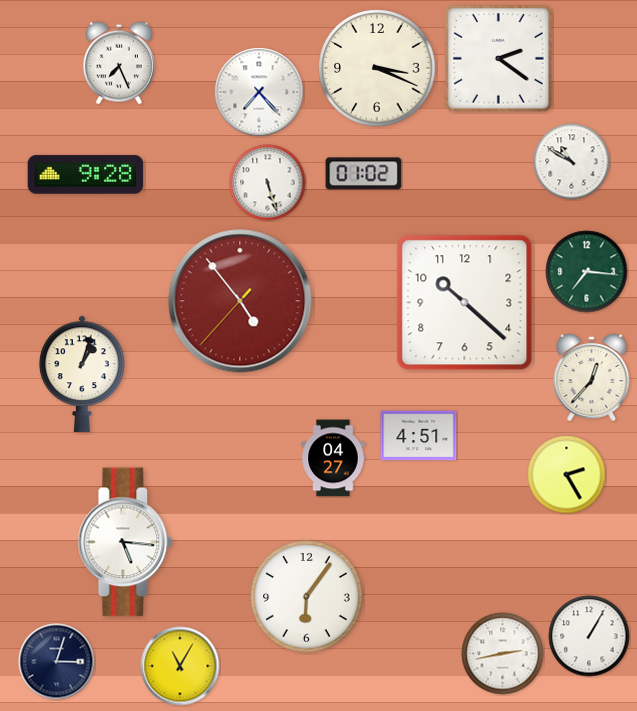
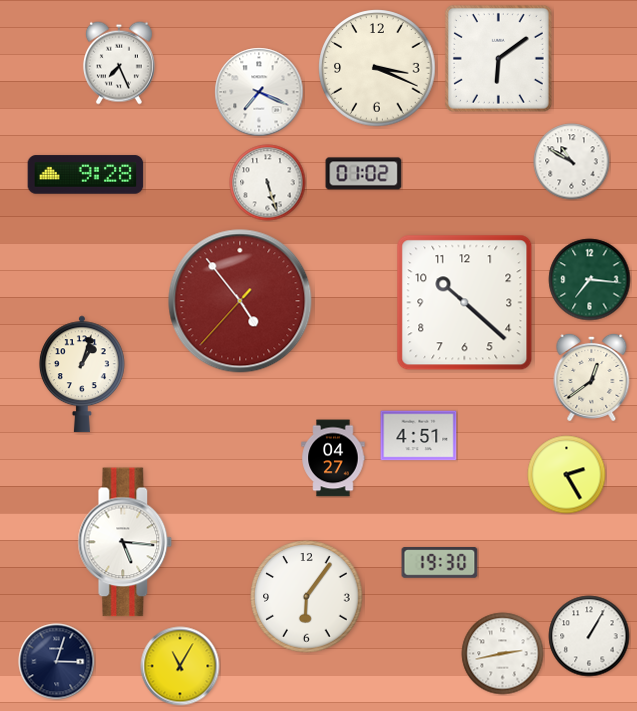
clock at (498, 58): 2:21 -> 6:09
clock at (259, 92): 7:23 -> 7:19
clock at (587, 272) position: (587, 272) -> (590, 280)
clock at (592, 377): 12:37 -> 12:39
clock at (440, 563): none -> 19:30
